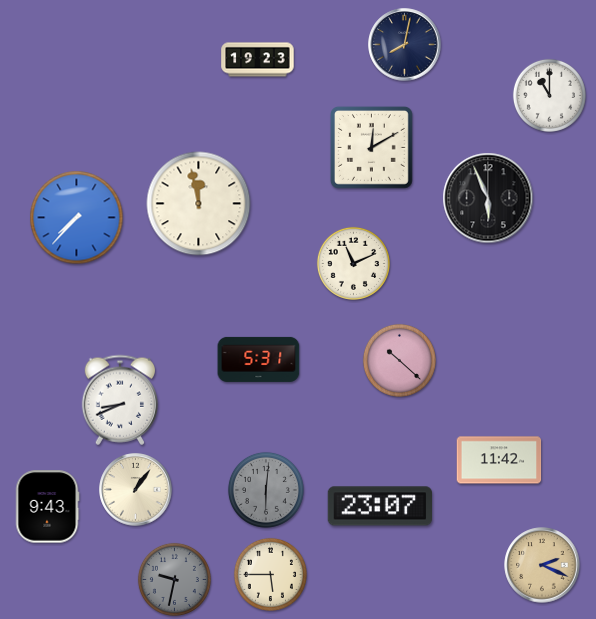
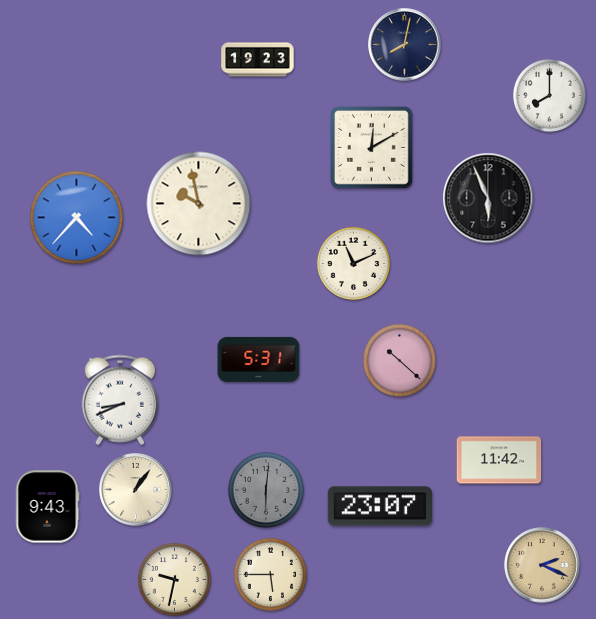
clock at (549, 95): 11:00 -> 8:00
clock at (199, 204): 11:58 -> 9:58
clock at (77, 218): 7:37 -> 4:37
clock at (174, 579) dial: grey -> cream
